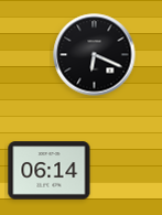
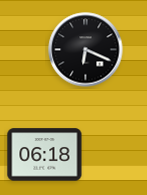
clock at (50, 171): 06:14 -> 06:18
